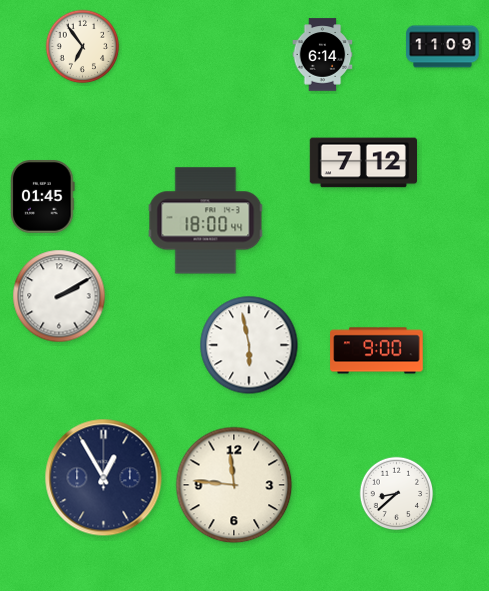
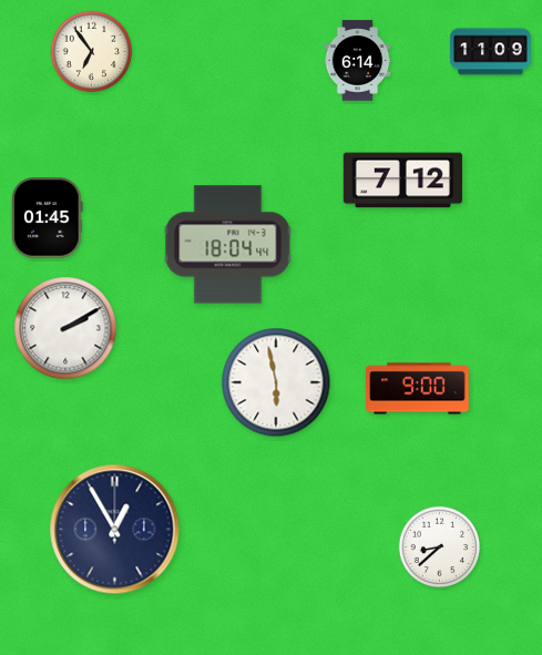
clock at (206, 221): 18:00 -> 18:04
clock at (234, 485): 11:46 -> none
